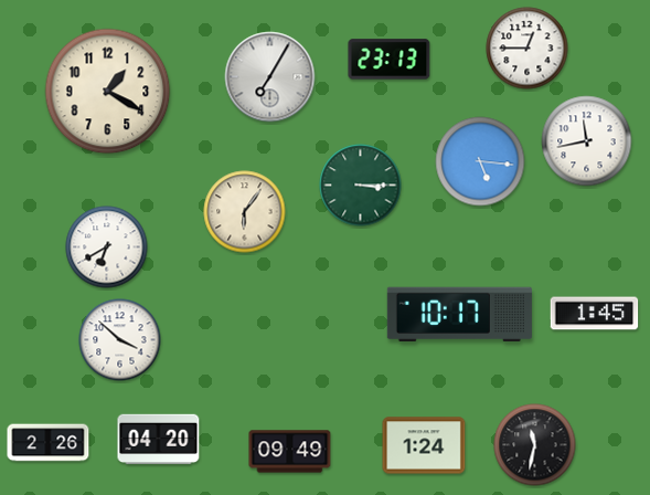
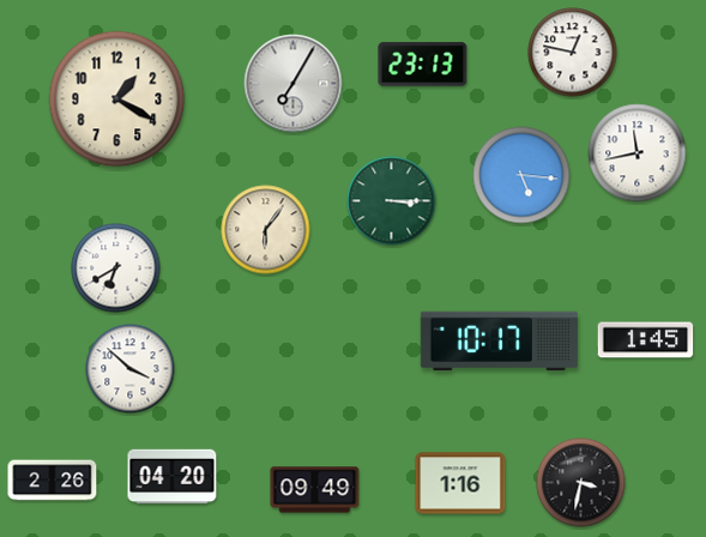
clock at (528, 49): 12:45 -> 12:47
clock at (424, 445): 1:24 -> 1:16
clock at (535, 445): 11:32 -> 3:32
